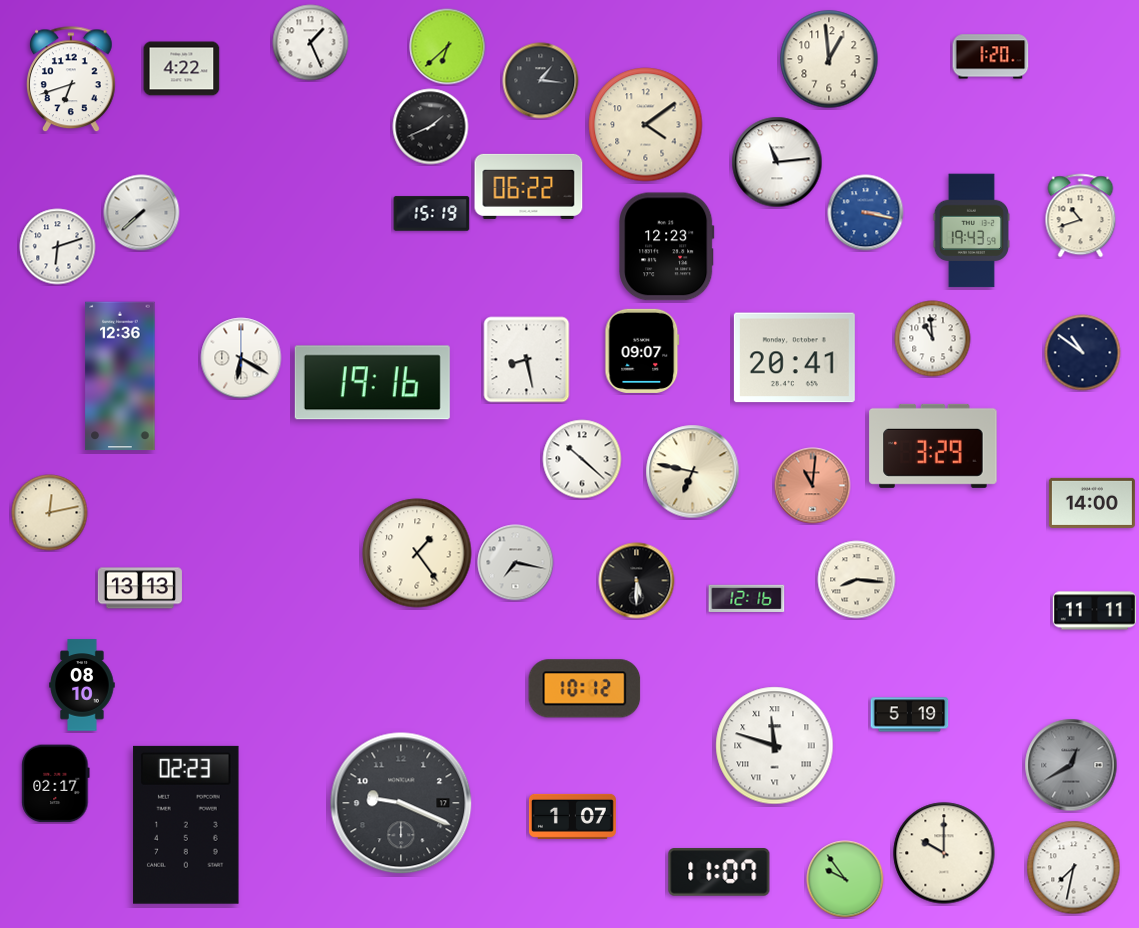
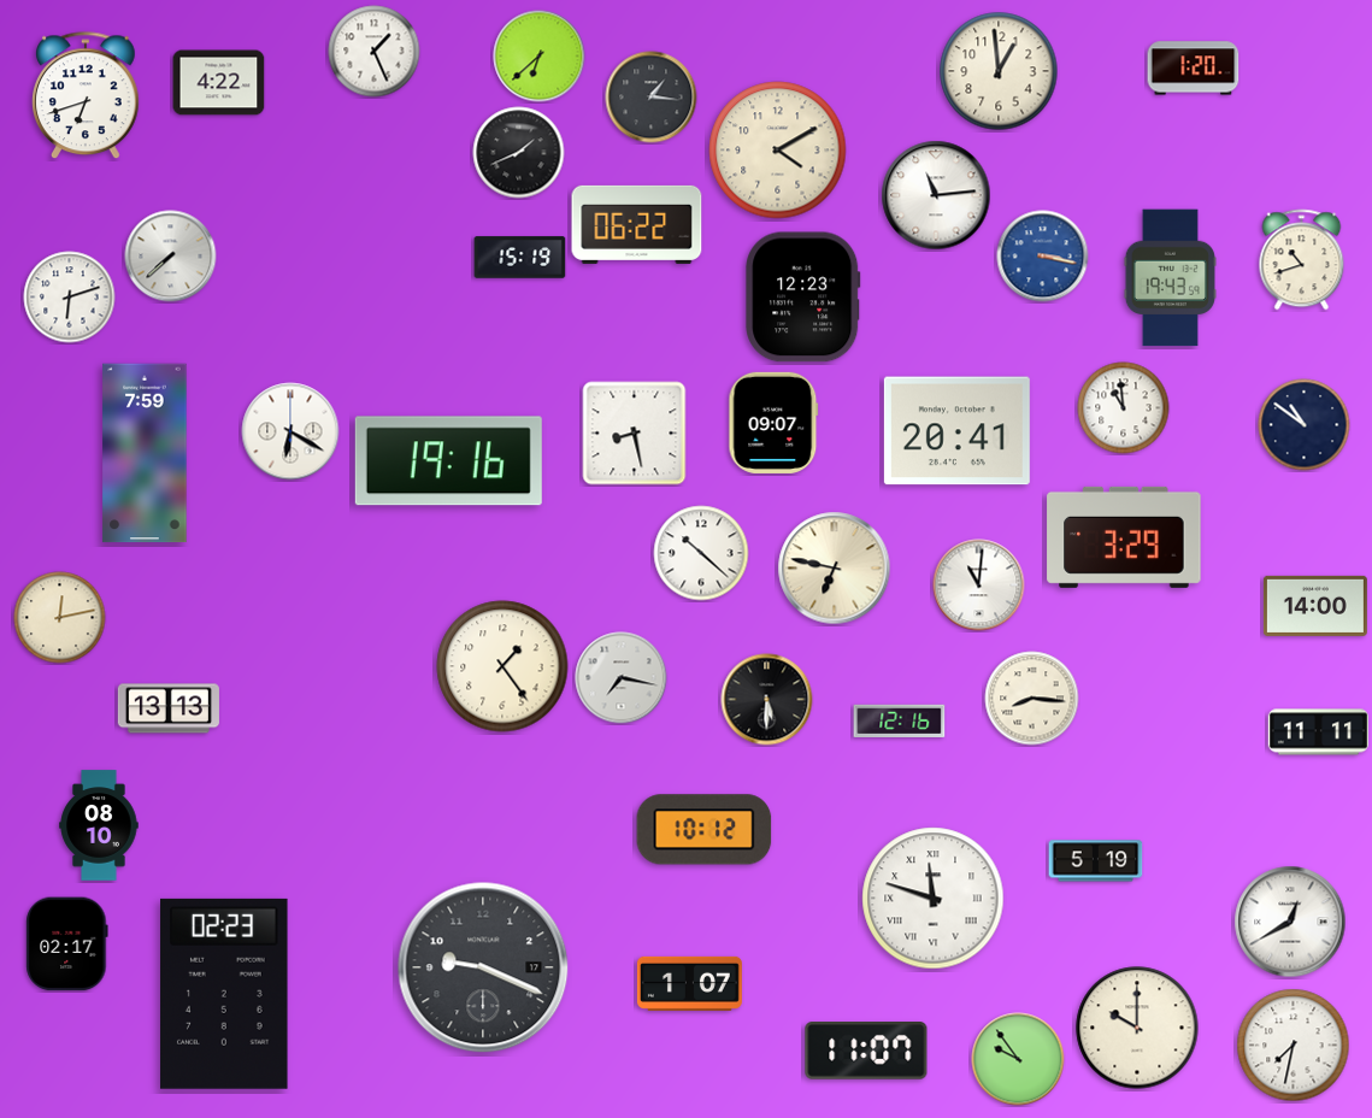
clock at (646, 125): 4:09 -> 4:10
clock at (120, 376): 12:36 -> 7:59
clock at (813, 486) dial: salmon -> white
clock at (1094, 611) position: (1094, 611) -> (1318, 732)
clock at (1071, 765) dial: grey -> white
